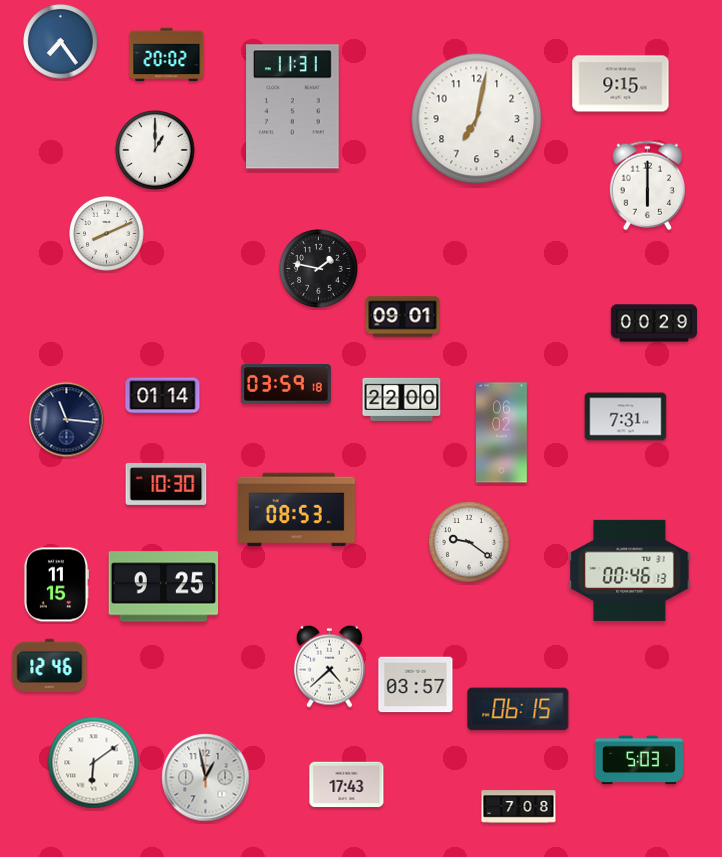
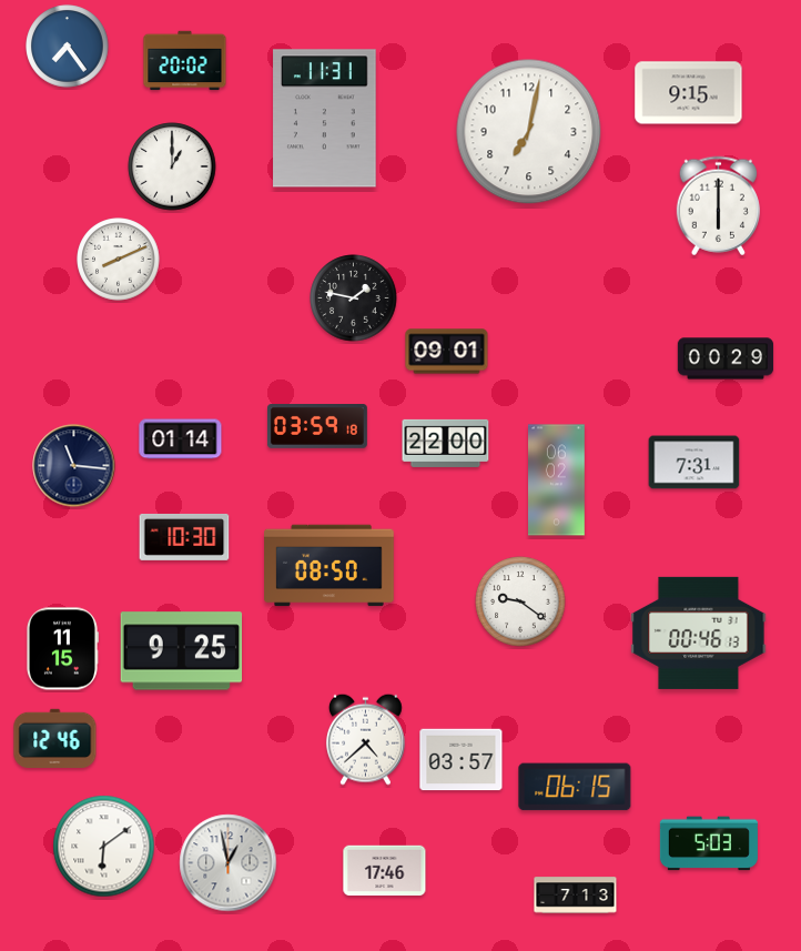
clock at (297, 510): 08:53 -> 08:50
clock at (347, 785): 17:43 -> 17:46
clock at (519, 807): 7:08 -> 7:13
